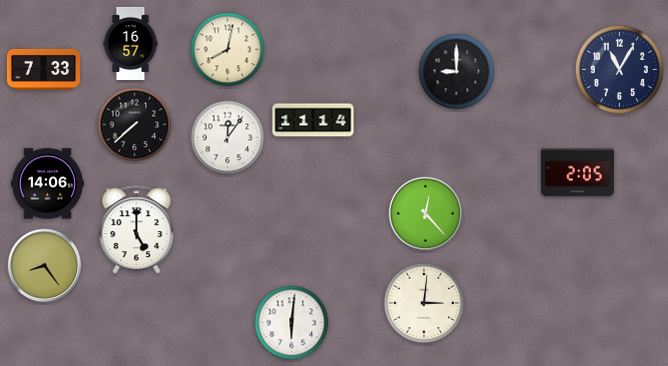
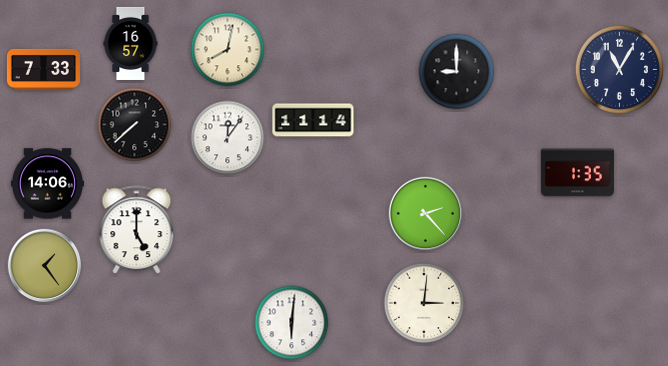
clock at (577, 173): 2:05 -> 1:35
clock at (426, 214): 12:23 -> 2:23
clock at (45, 266): 8:24 -> 1:24
